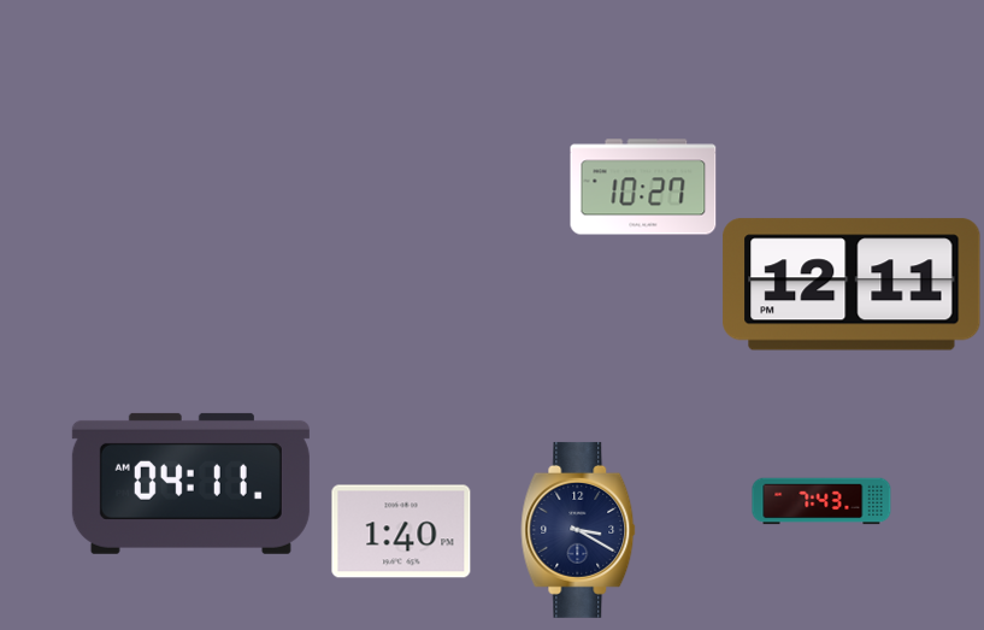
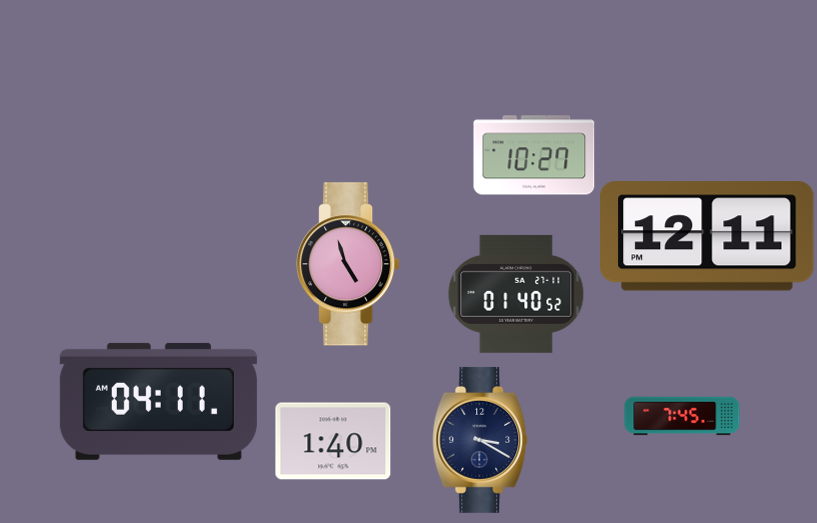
clock at (348, 264): none -> 4:57
clock at (516, 294): none -> 01:40
clock at (821, 501): 7:43 -> 7:45
